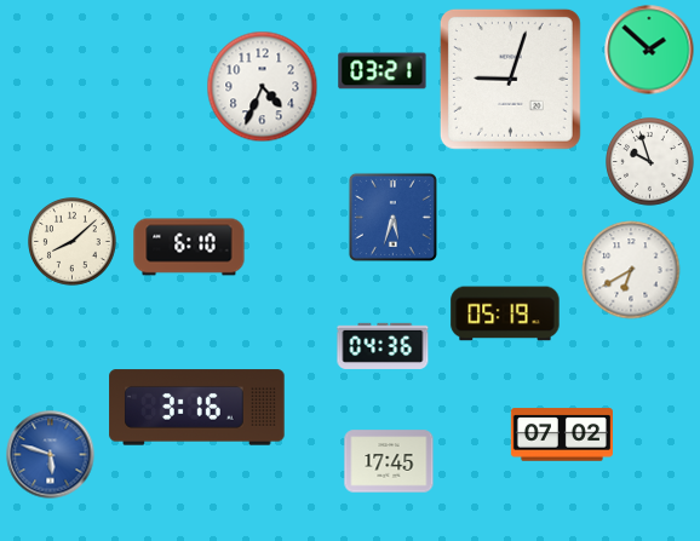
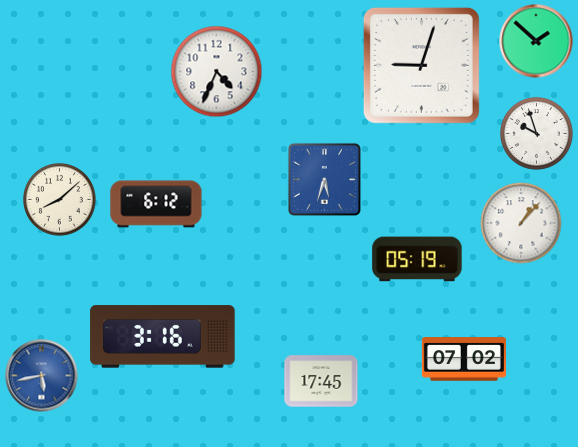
clock at (383, 71): 03:21 -> none
clock at (189, 247): 6:10 -> 6:12
clock at (631, 270): 6:40 -> 1:07
clock at (383, 346): 04:36 -> none
clock at (51, 455): 5:48 -> 5:43
